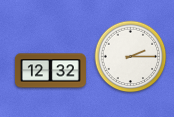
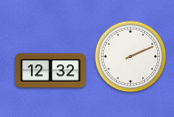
clock at (131, 57): 2:15 -> 2:11
